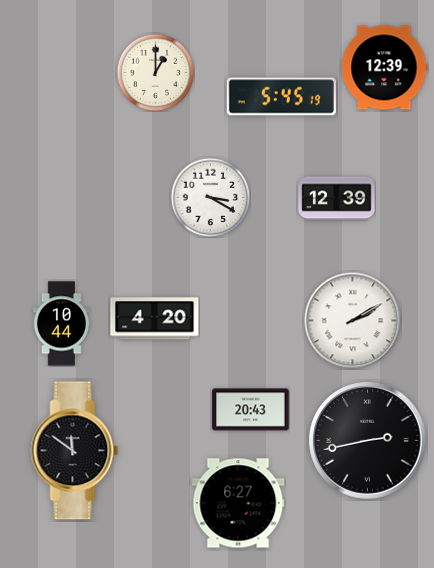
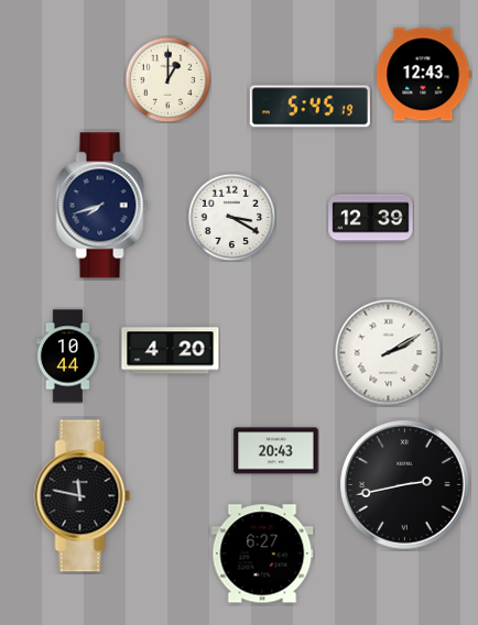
clock at (384, 68): 12:39 -> 12:43
clock at (155, 72) position: (155, 72) -> (167, 79)
clock at (102, 206): none -> 7:42
clock at (75, 451): 11:51 -> 11:47
